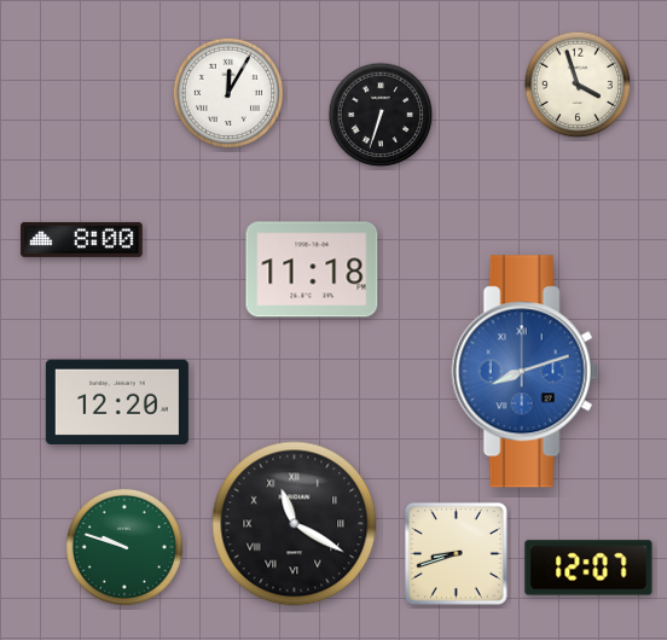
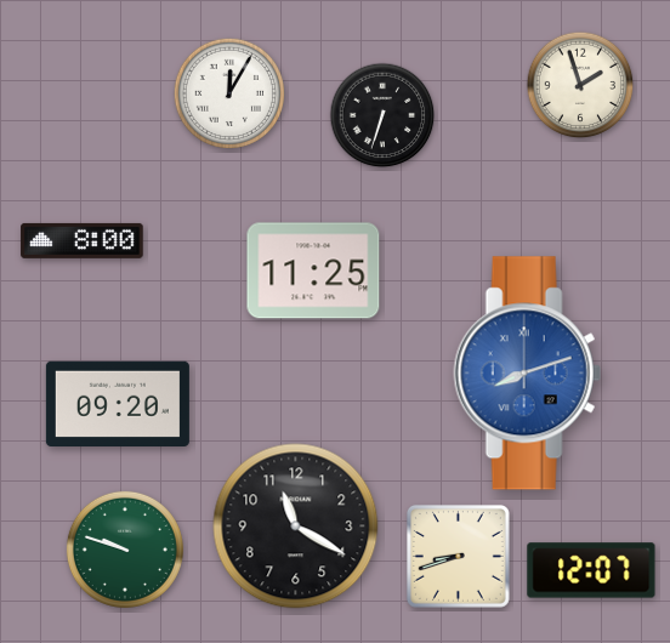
clock at (578, 85): 3:57 -> 1:57
clock at (312, 269): 11:18 -> 11:25
clock at (117, 401): 12:20 -> 09:20
clock at (295, 524) numerals: Roman -> Arabic
